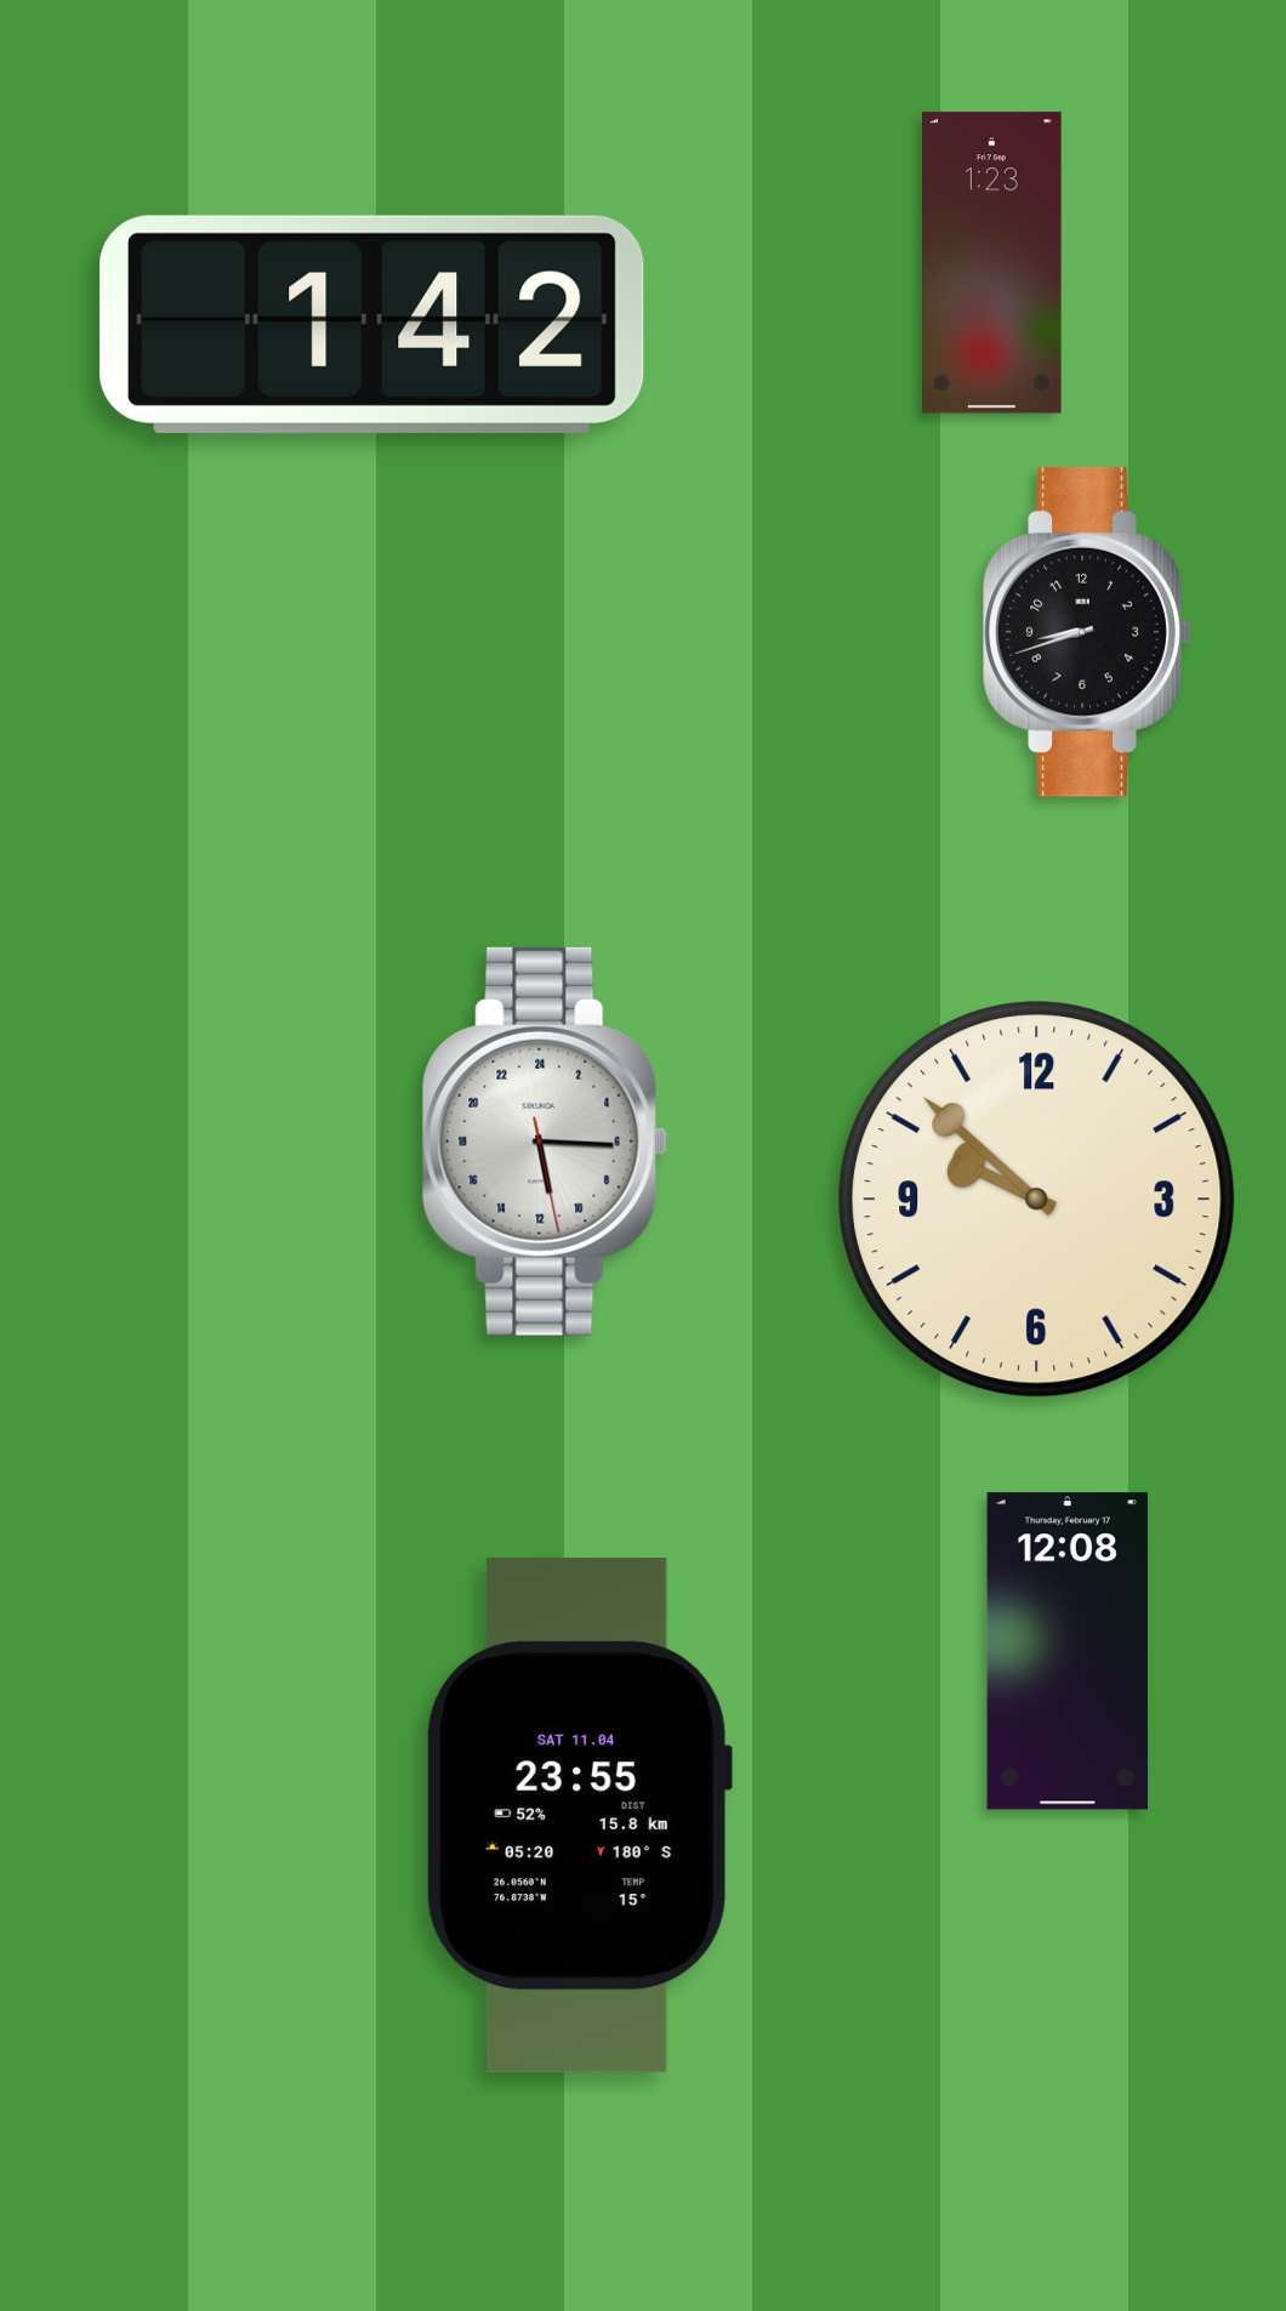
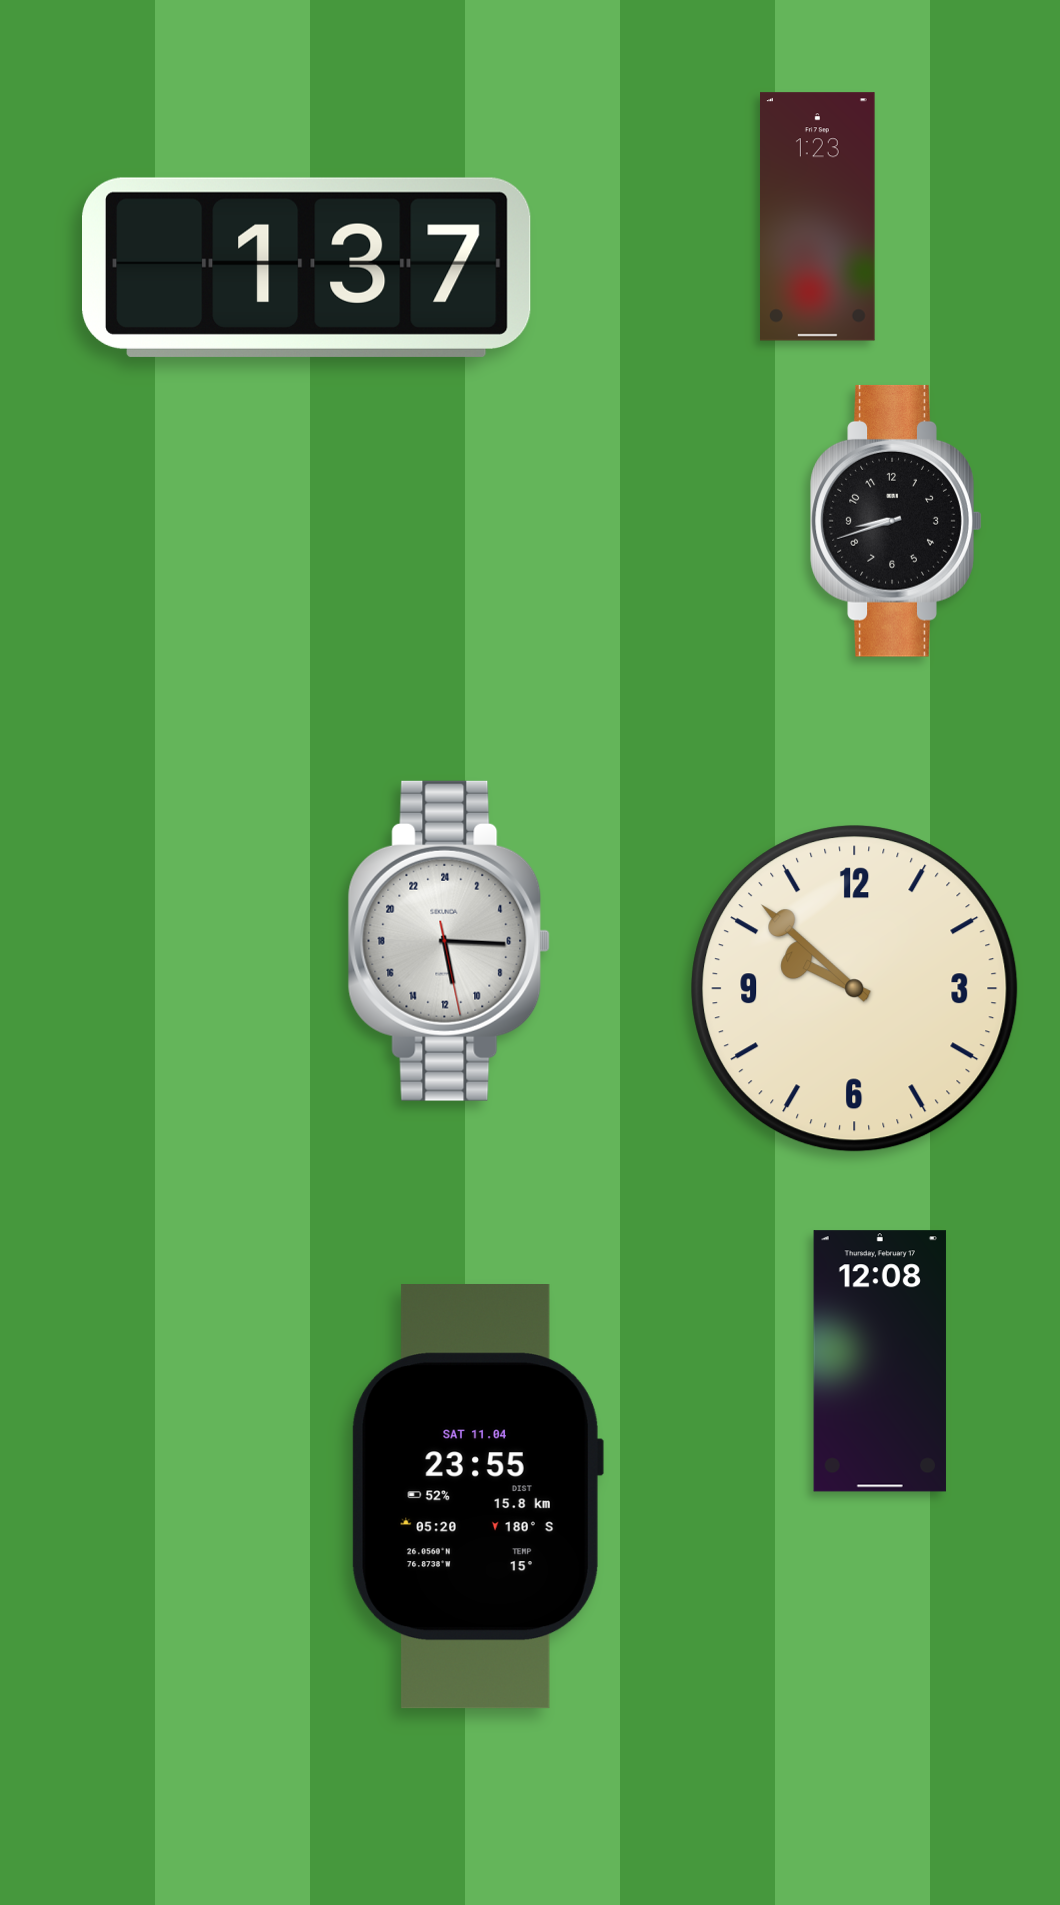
clock at (372, 324): 1:42 -> 1:37
